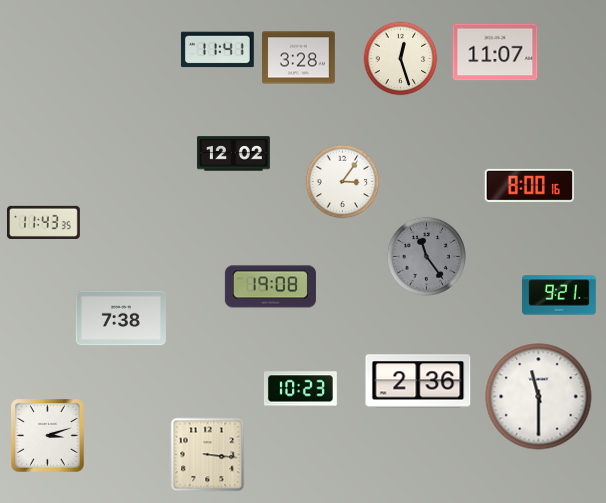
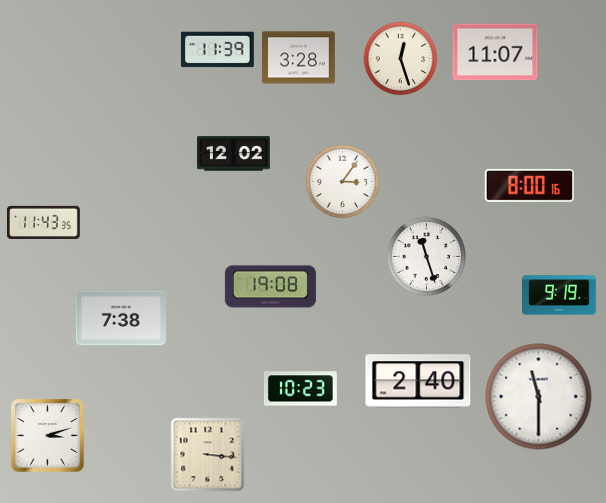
clock at (217, 50): 11:41 -> 11:39
clock at (426, 256): 11:24 -> 11:27
clock at (426, 256) dial: grey -> white
clock at (559, 295): 9:21 -> 9:19
clock at (418, 381): 2:36 -> 2:40
